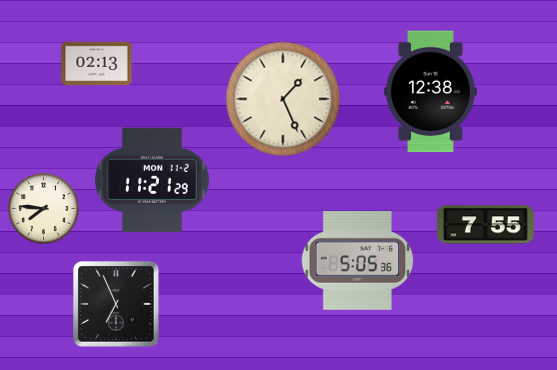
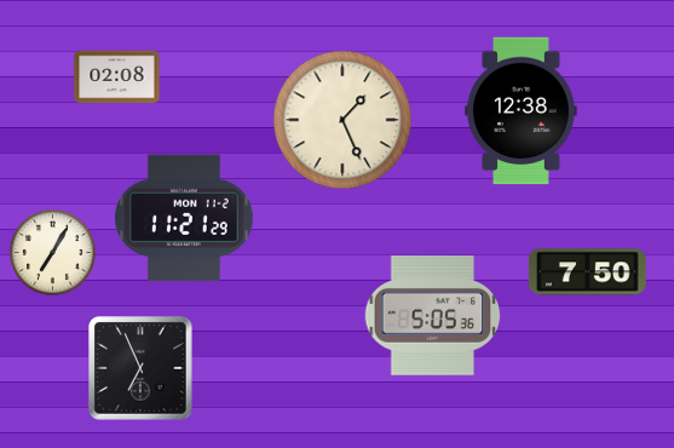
clock at (97, 64): 02:13 -> 02:08
clock at (44, 209): 7:46 -> 7:05
clock at (485, 225): 7:55 -> 7:50
